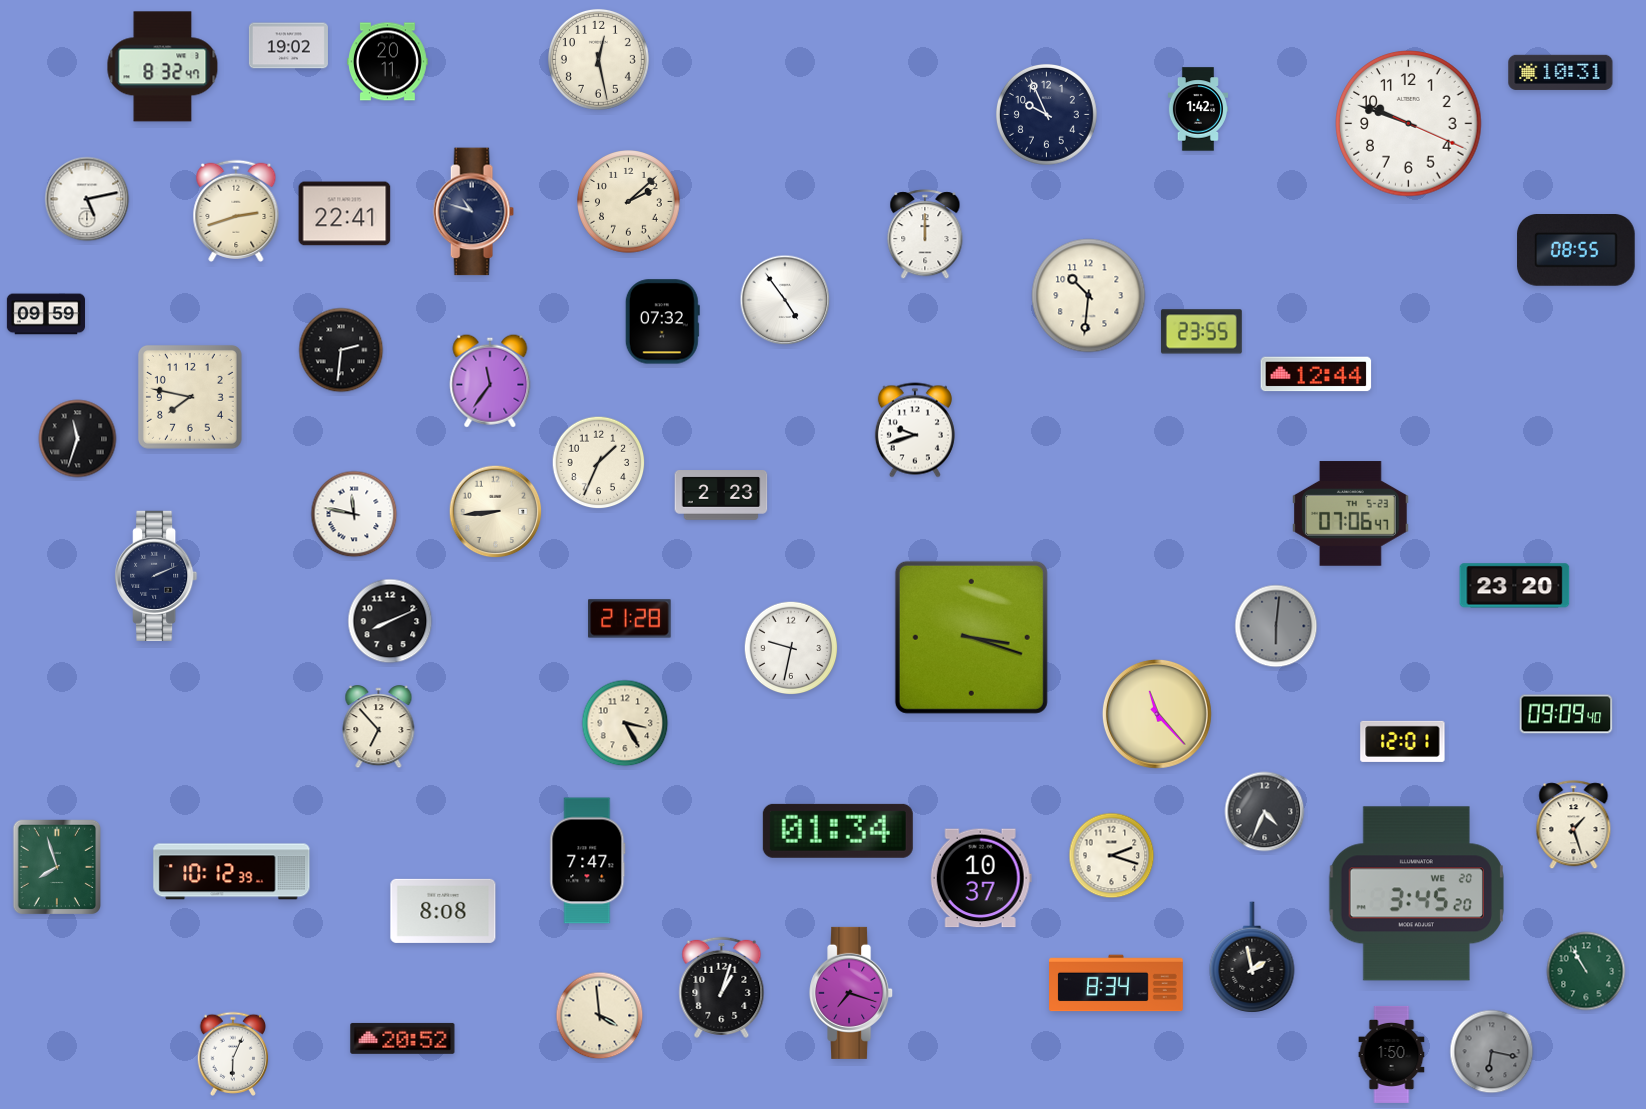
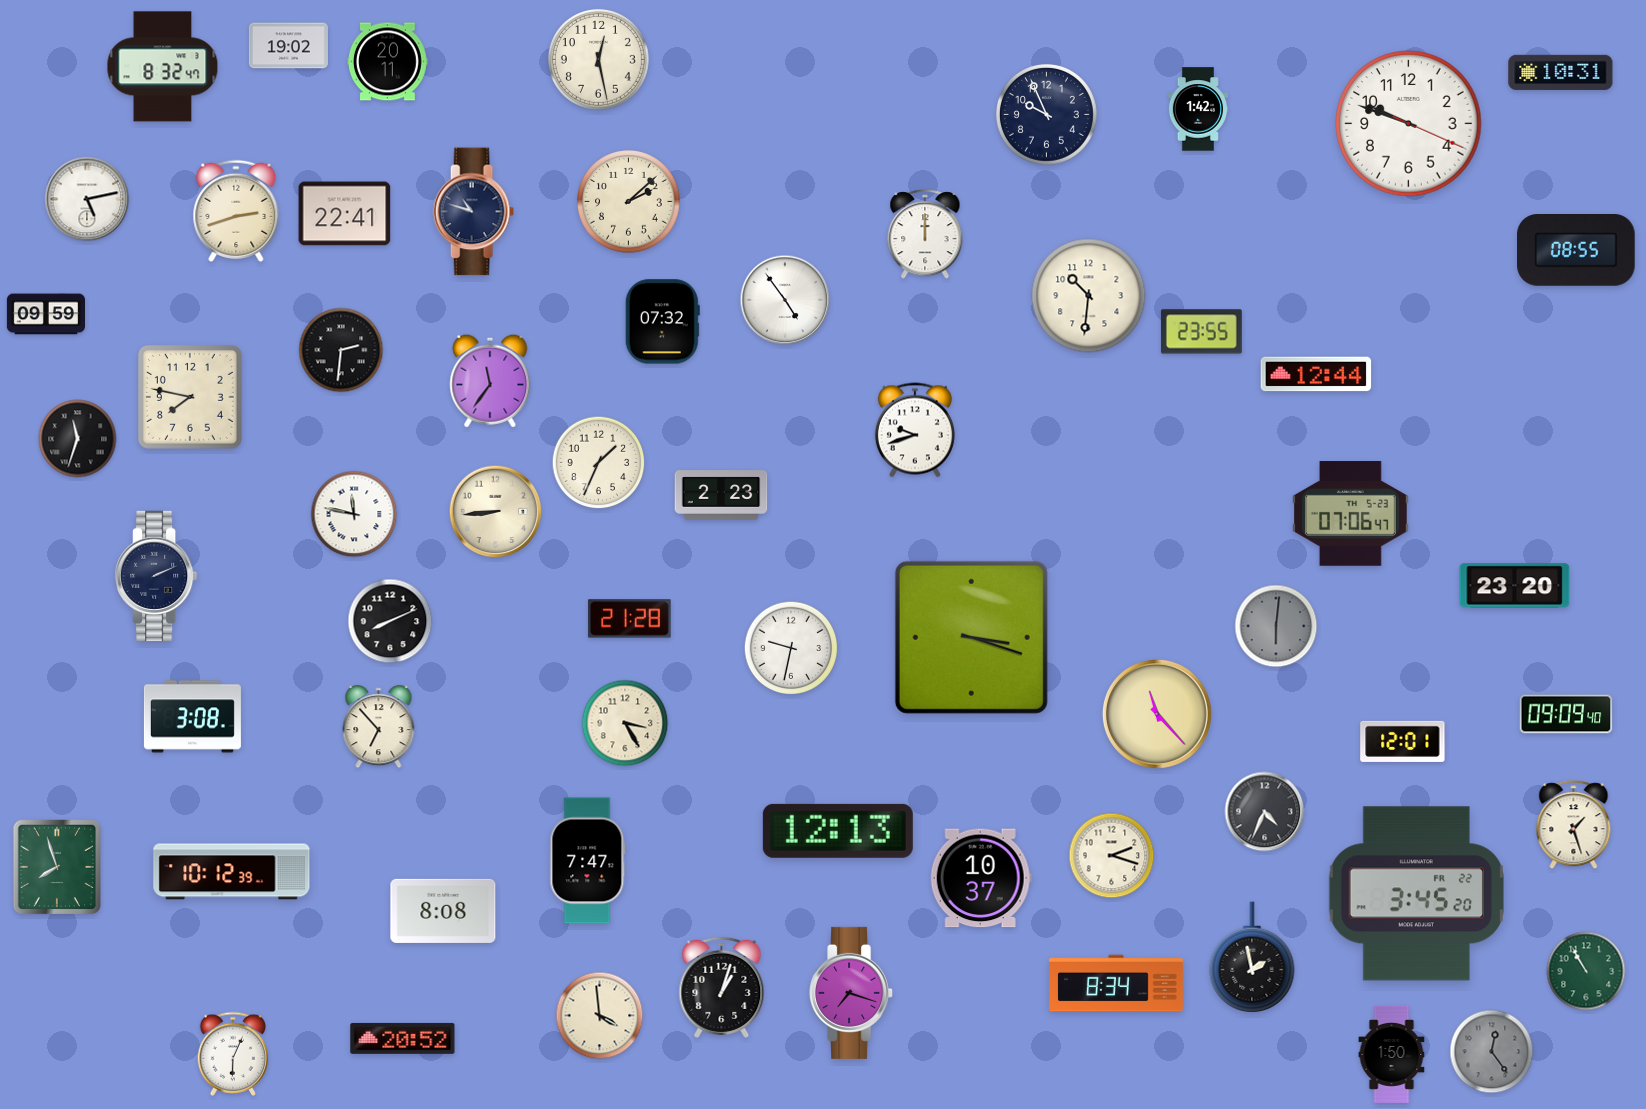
clock at (192, 717): none -> 3:08
clock at (838, 831): 01:34 -> 12:13
clock at (1416, 894) date: WE 20 -> FR 22
clock at (1492, 1052): 6:17 -> 12:24
